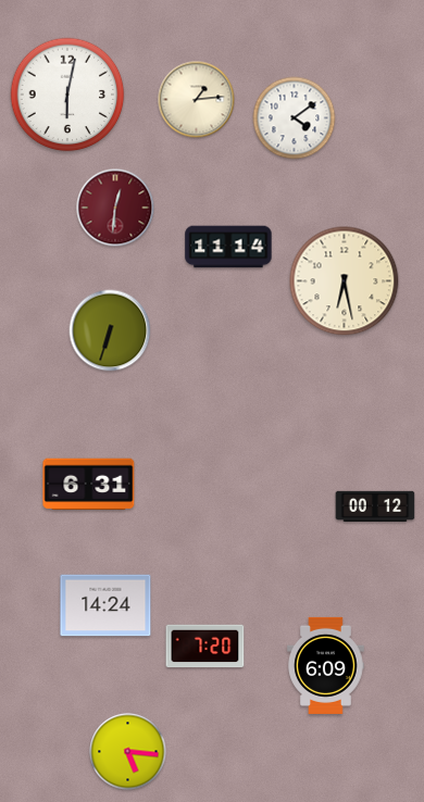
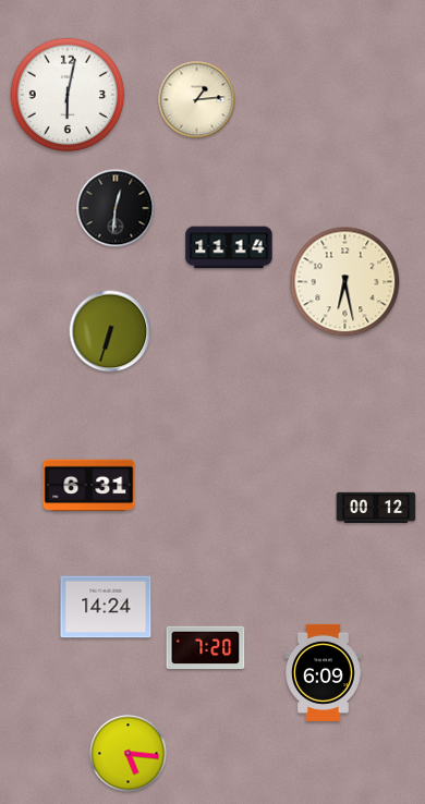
clock at (295, 118): 4:09 -> none
clock at (115, 208) dial: burgundy -> black
clock at (326, 665) position: (326, 665) -> (324, 672)
